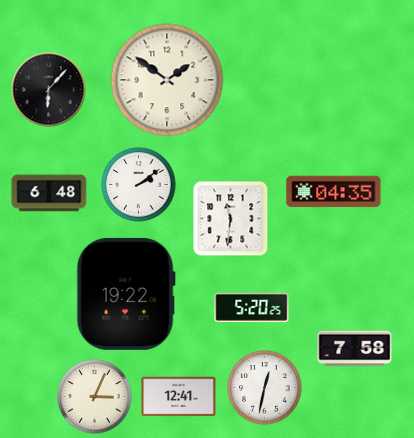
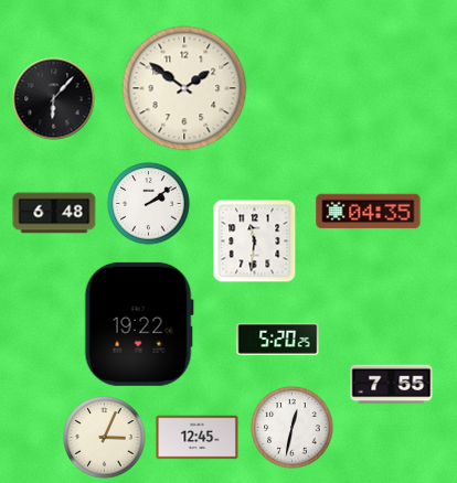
clock at (139, 185) position: (139, 185) -> (149, 204)
clock at (355, 349): 7:58 -> 7:55
clock at (179, 397): 12:41 -> 12:45
